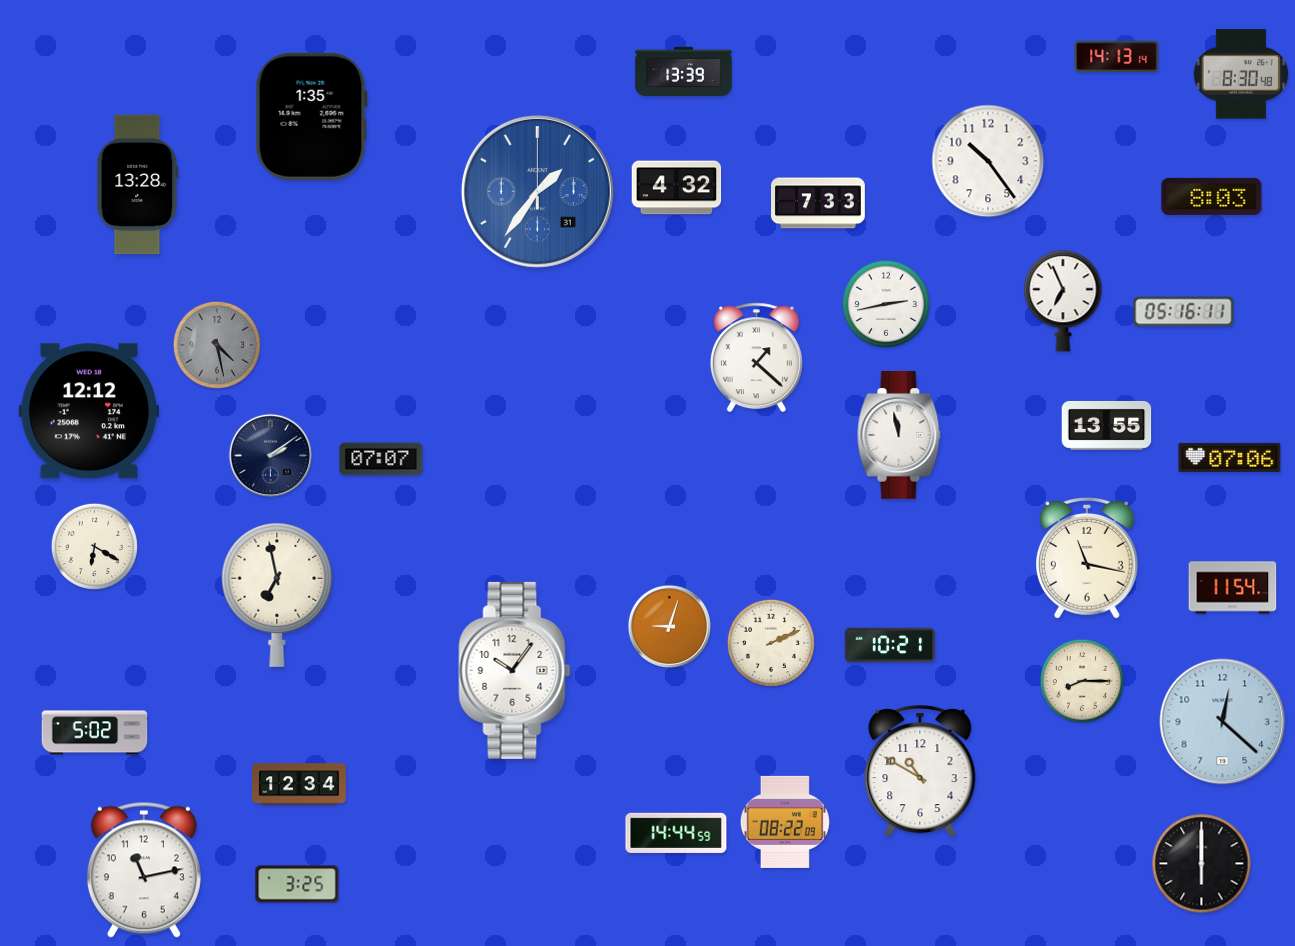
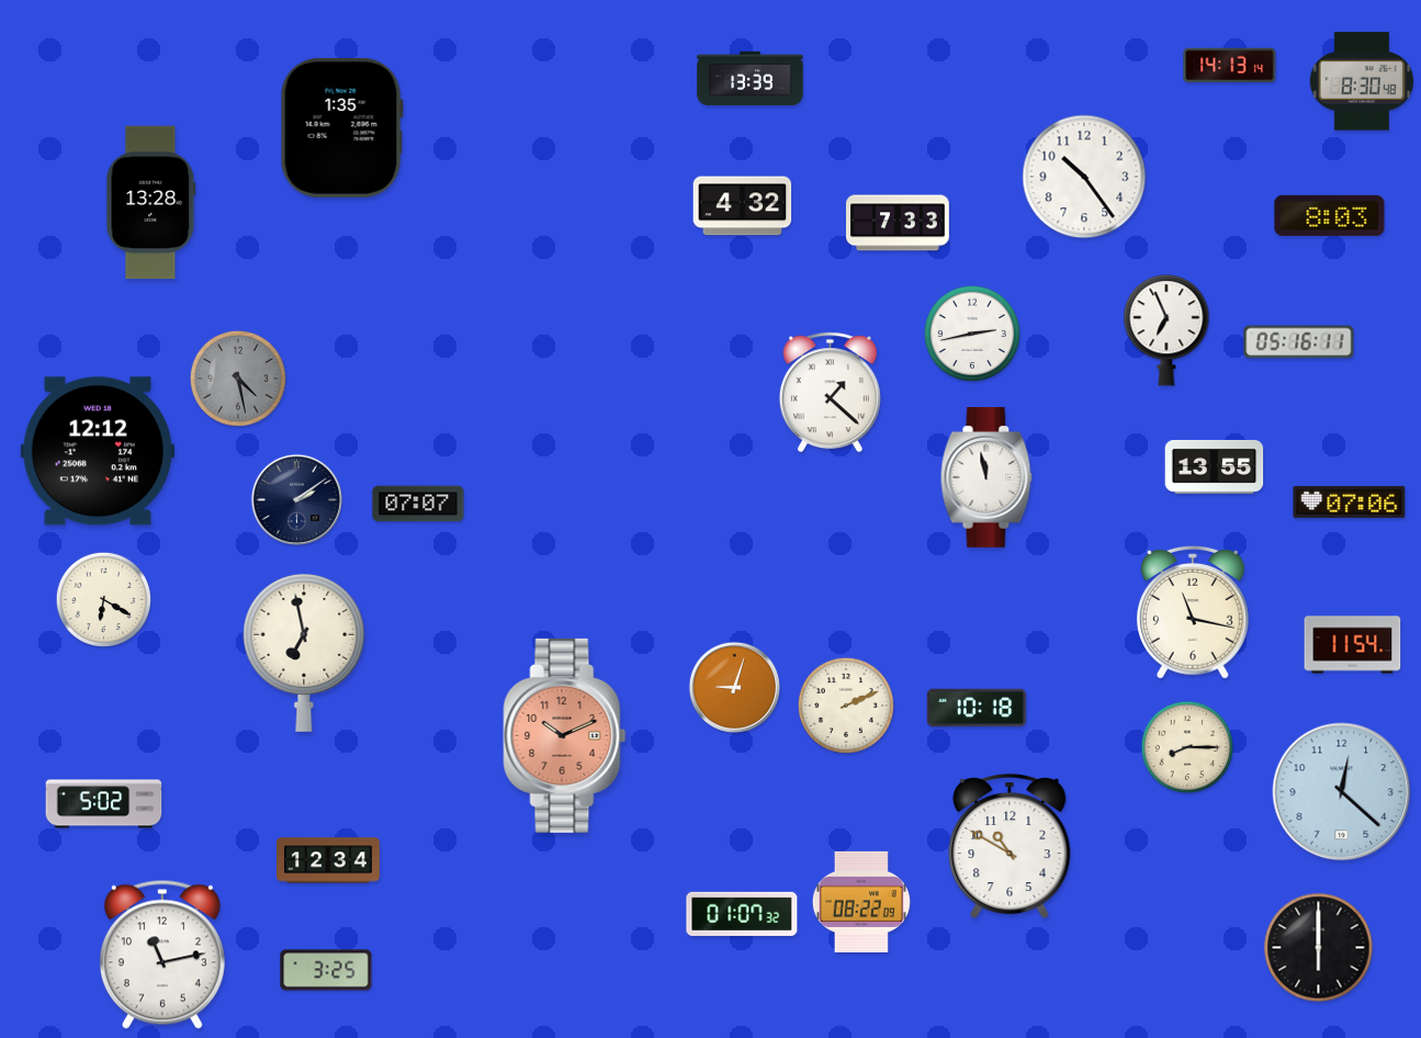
clock at (1117, 57) position: (1117, 57) -> (1230, 66)
clock at (537, 191): 1:36 -> none
clock at (890, 645): 10:21 -> 10:18
clock at (515, 670): 10:06 -> 10:11
clock at (515, 670) dial: white -> salmon
clock at (676, 833): 14:44 -> 01:07
clock at (144, 870) position: (144, 870) -> (162, 955)
